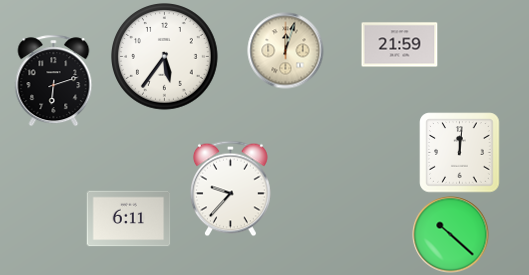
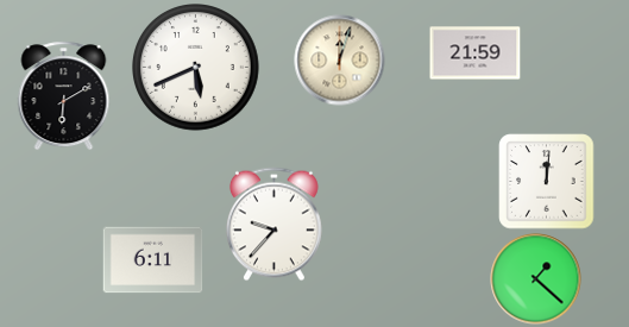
clock at (165, 57): 5:36 -> 5:41
clock at (54, 81): 6:12 -> 6:10
clock at (451, 235): 10:22 -> 1:22
